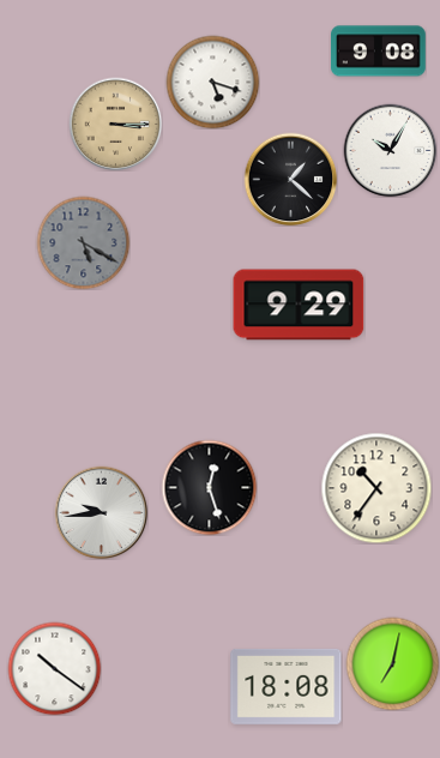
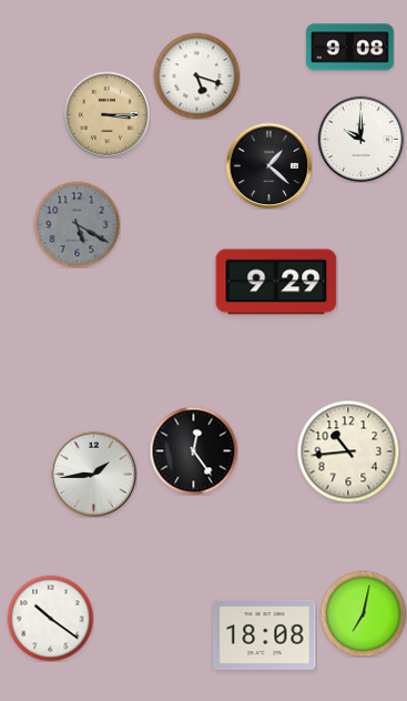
clock at (390, 150): 10:05 -> 10:00
clock at (209, 487): 12:27 -> 12:24
clock at (376, 488): 10:36 -> 10:44
clock at (101, 512): 9:44 -> 1:44
